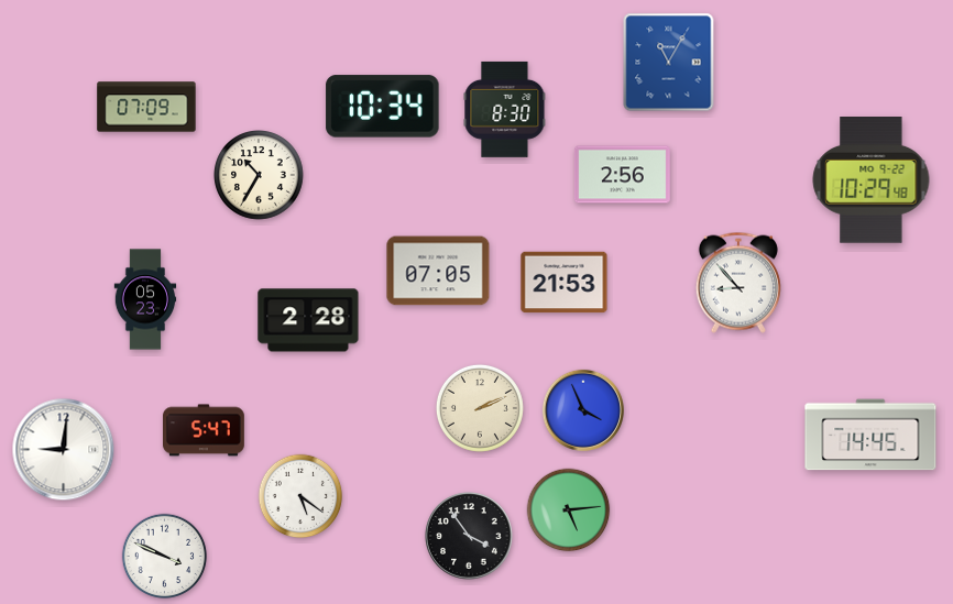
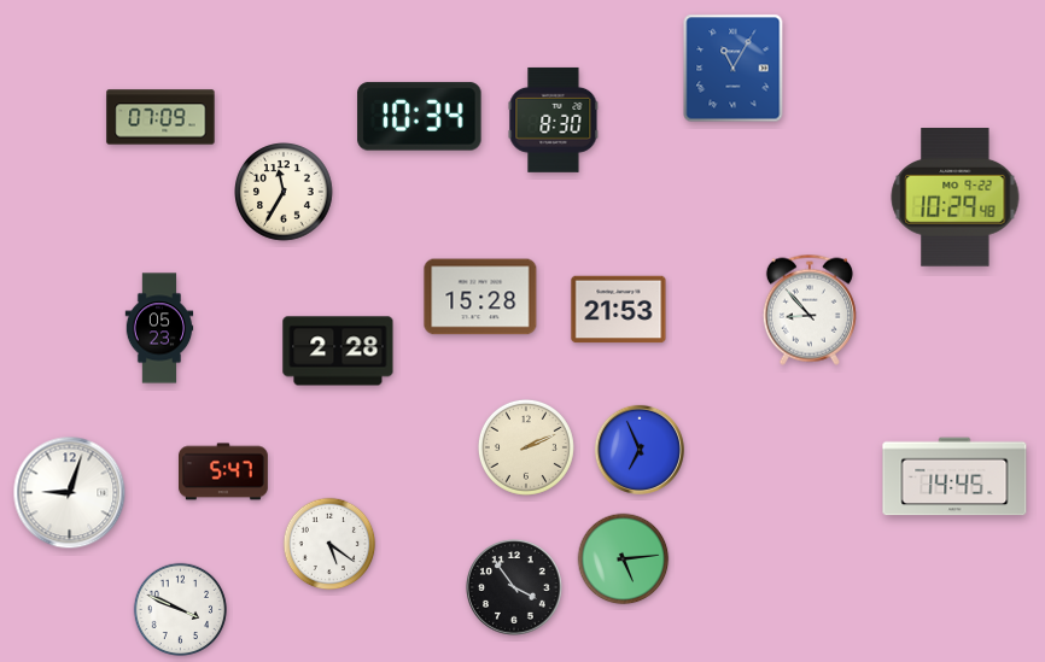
clock at (622, 175): 2:56 -> none
clock at (260, 176): 10:35 -> 11:35
clock at (438, 271): 07:05 -> 15:28
clock at (583, 410): 3:56 -> 6:56
clock at (64, 450): 9:01 -> 9:03
